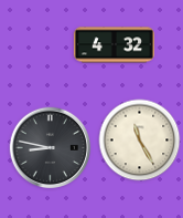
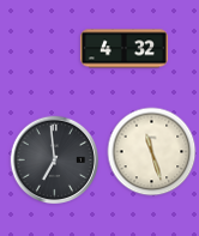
clock at (140, 141): 11:25 -> 11:27
clock at (51, 148): 8:47 -> 6:59
